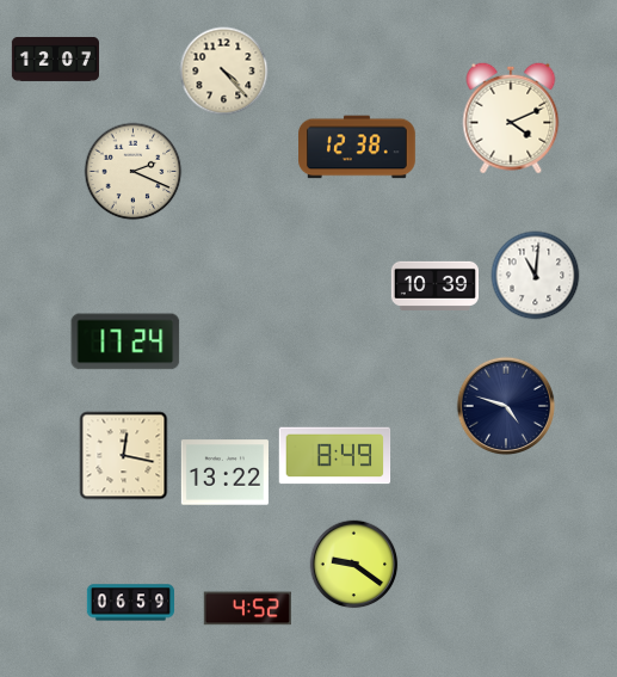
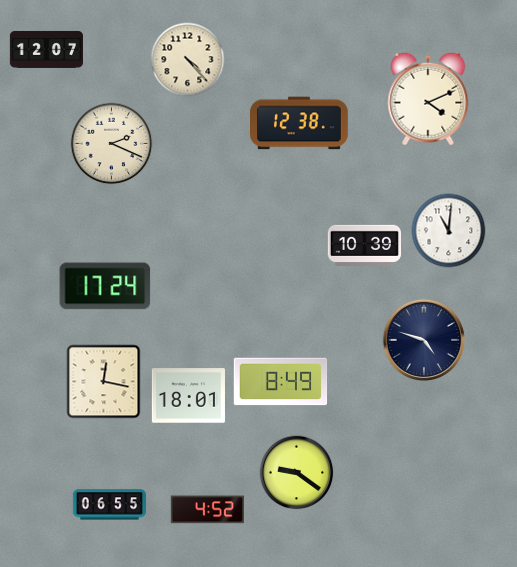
clock at (434, 285) position: (434, 285) -> (364, 245)
clock at (224, 473): 13:22 -> 18:01
clock at (130, 603): 06:59 -> 06:55
